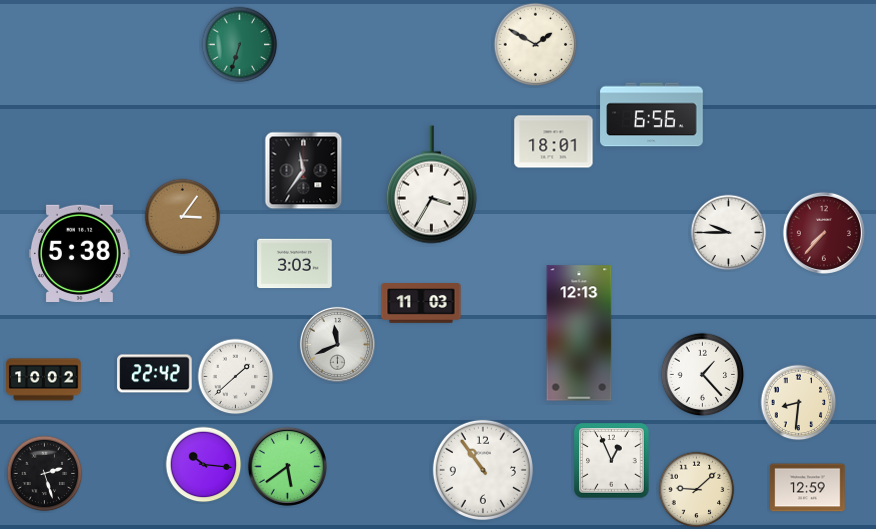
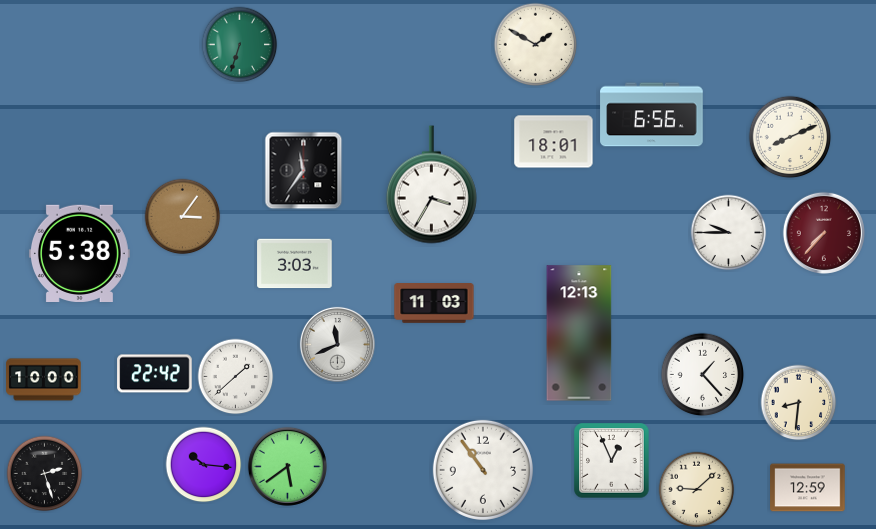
clock at (790, 137): none -> 8:11
clock at (421, 303) position: (421, 303) -> (434, 303)
clock at (44, 380): 10:02 -> 10:00
